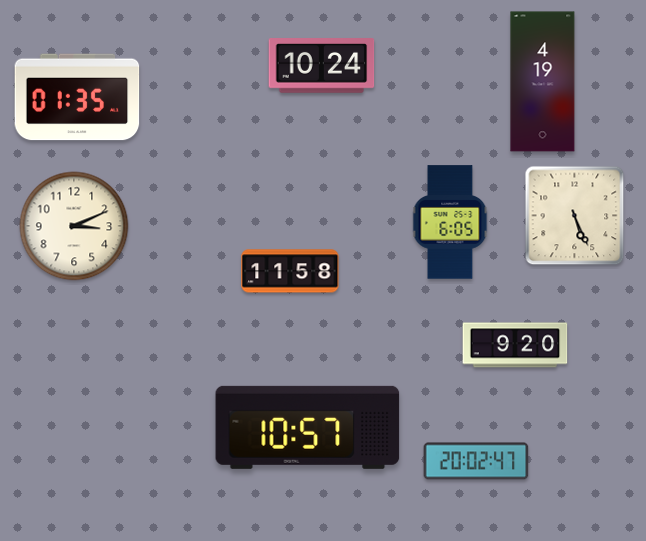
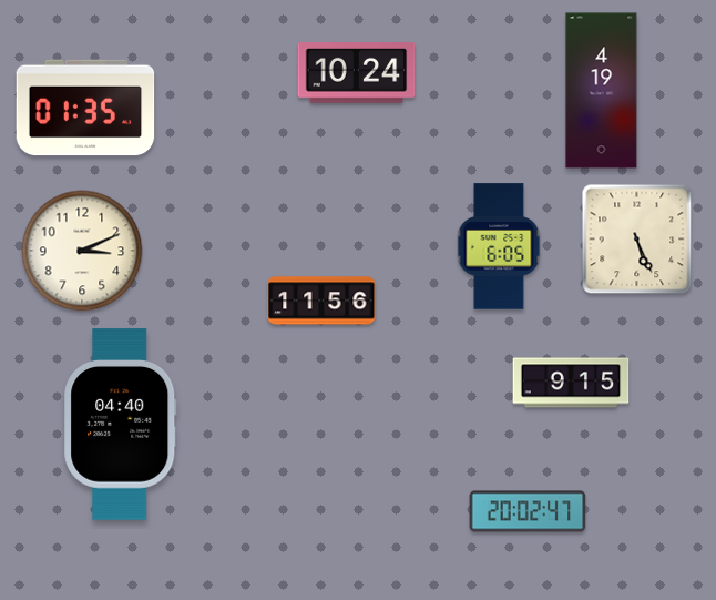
clock at (290, 271): 11:58 -> 11:56
clock at (515, 345): 9:20 -> 9:15
clock at (121, 425): none -> 04:40
clock at (308, 427): 10:57 -> none
